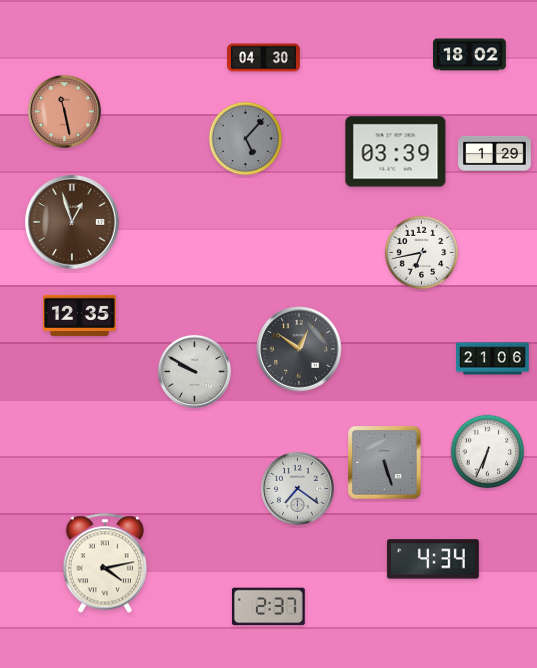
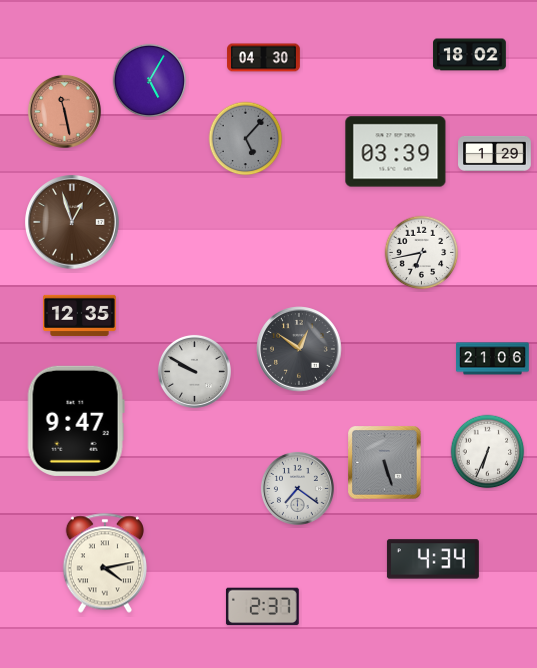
clock at (150, 81): none -> 5:05
clock at (76, 421): none -> 9:47
clock at (268, 607) position: (268, 607) -> (262, 607)
